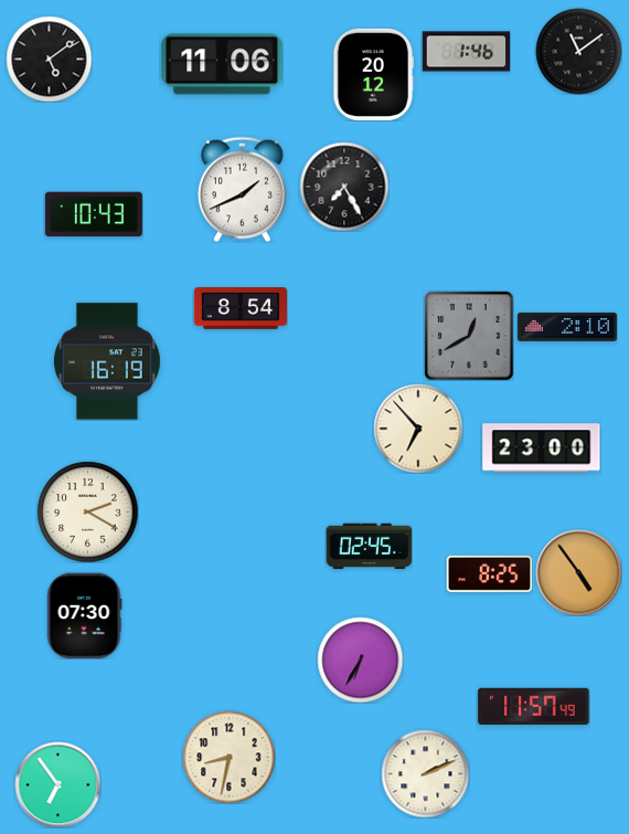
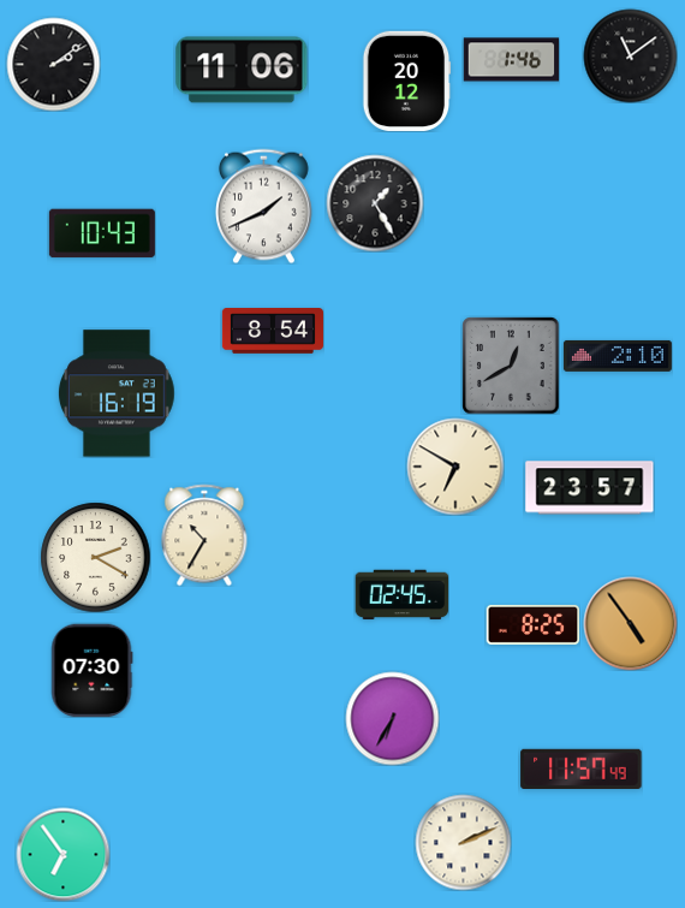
clock at (466, 52) position: (466, 52) -> (511, 60)
clock at (49, 59): 5:09 -> 2:09
clock at (344, 187): 7:25 -> 1:25
clock at (241, 309) position: (241, 309) -> (273, 332)
clock at (418, 429): 6:53 -> 6:50
clock at (542, 448): 23:00 -> 23:57
clock at (204, 535): none -> 10:35
clock at (228, 757): 8:32 -> none
